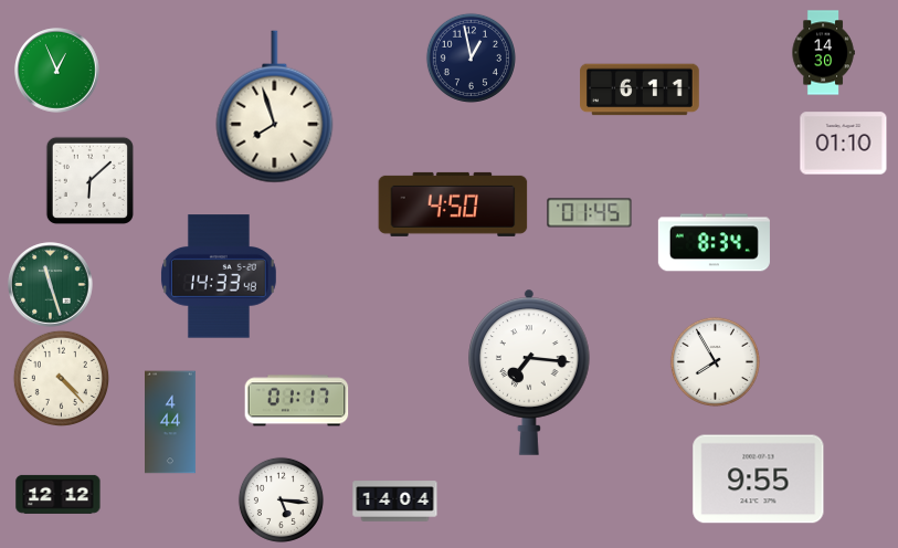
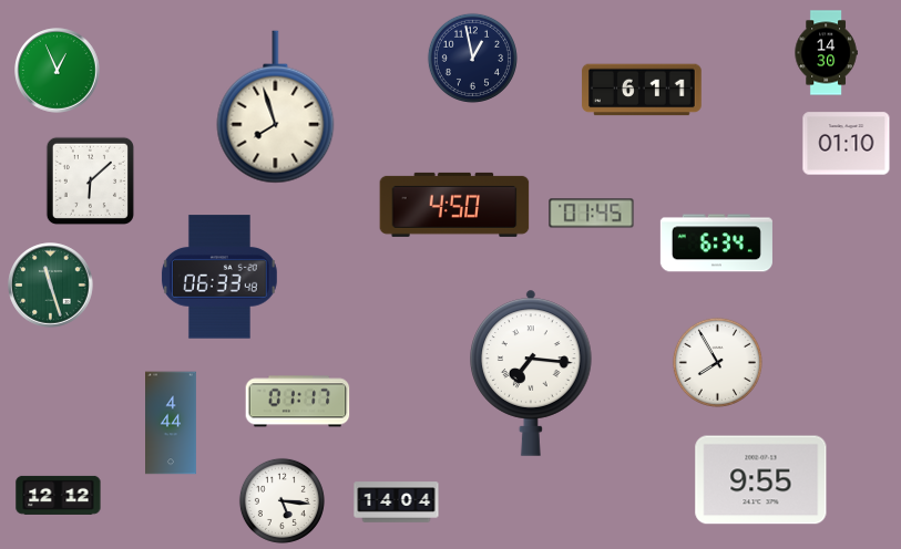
clock at (714, 243): 8:34 -> 6:34
clock at (219, 276): 14:33 -> 06:33
clock at (61, 378): 4:23 -> none
